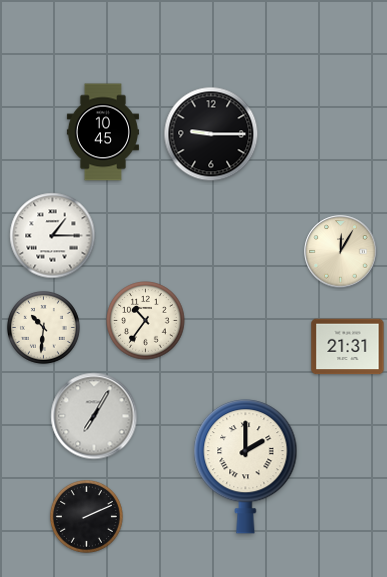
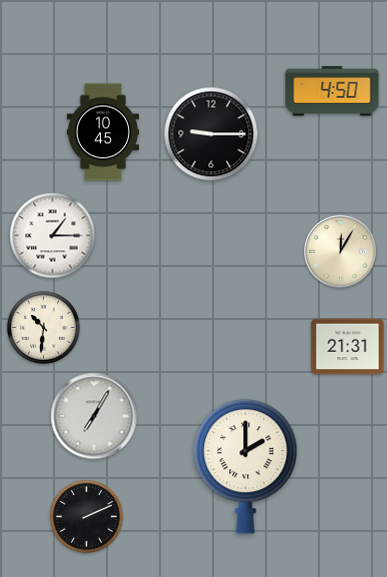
clock at (332, 91): none -> 4:50
clock at (146, 321): 10:36 -> none
